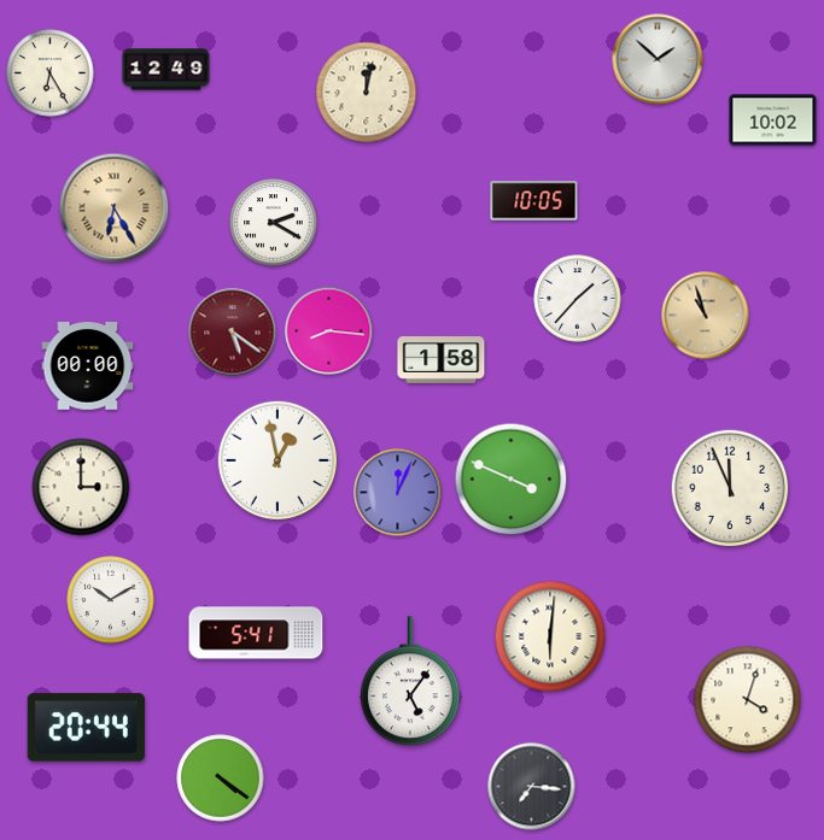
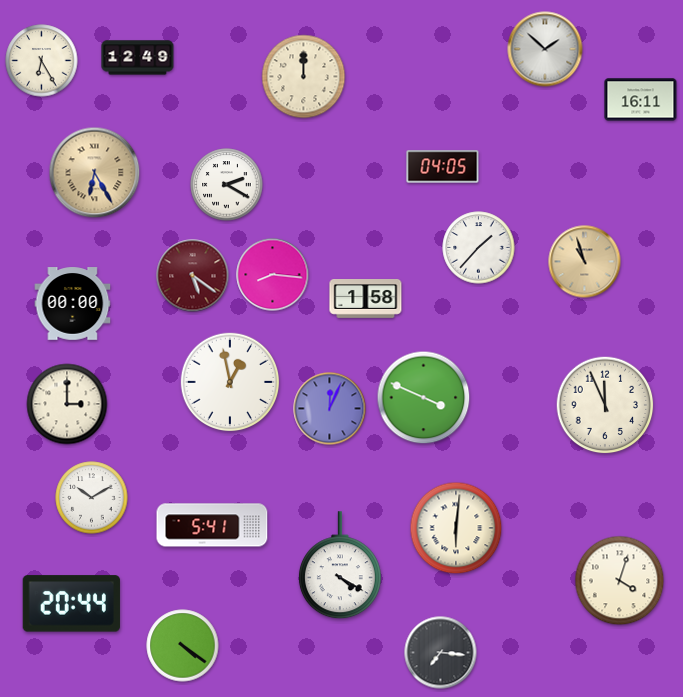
clock at (367, 93): 12:02 -> 12:00
clock at (773, 121): 10:02 -> 16:11
clock at (534, 201): 10:05 -> 04:05
clock at (410, 682): 5:06 -> 4:20
